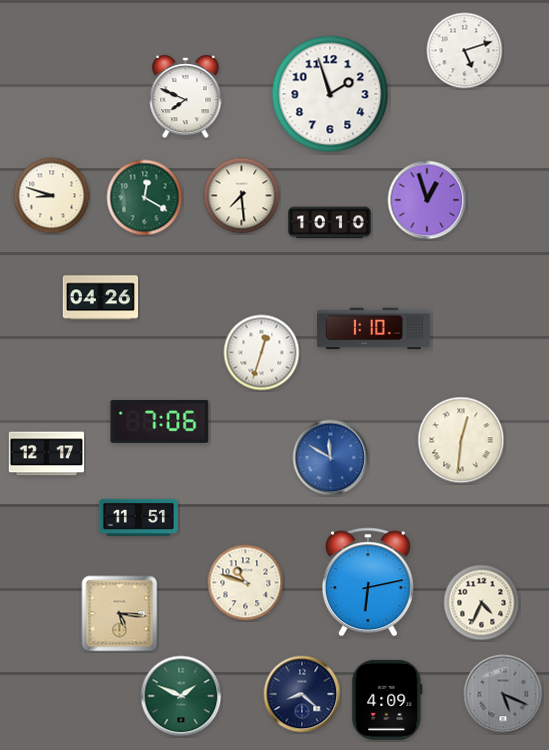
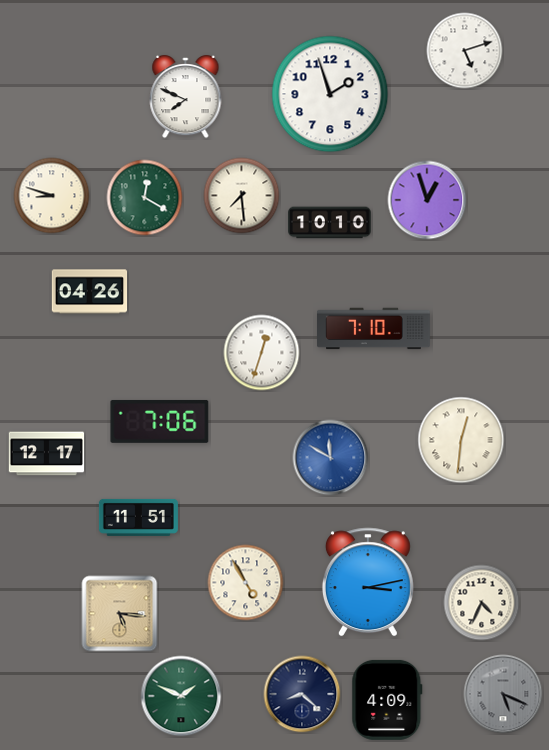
clock at (101, 298) position: (101, 298) -> (90, 292)
clock at (374, 329): 1:10 -> 7:10
clock at (368, 582): 6:13 -> 3:13
clock at (246, 583): 10:48 -> 4:55
